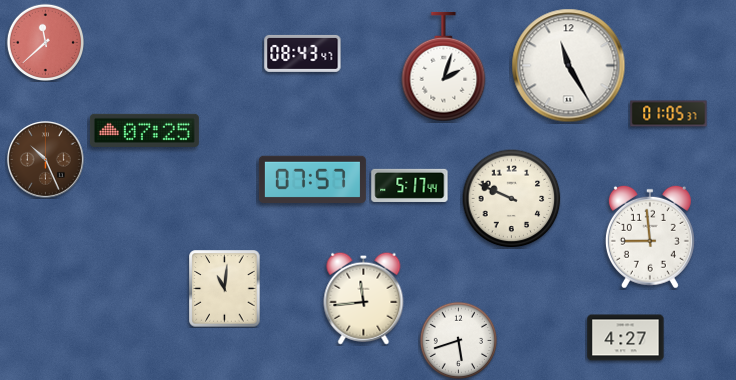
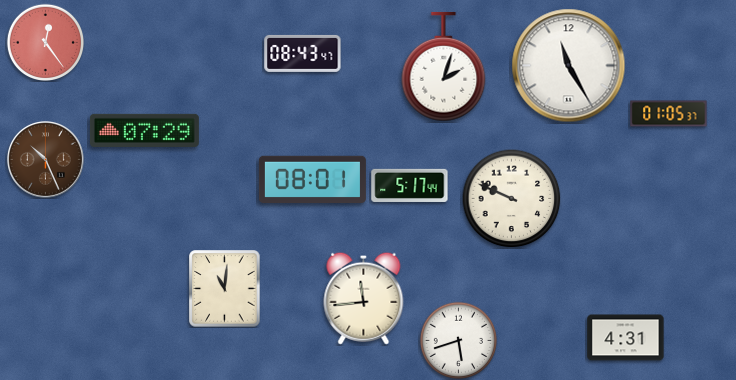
clock at (45, 42): 11:38 -> 12:24
clock at (144, 130): 07:25 -> 07:29
clock at (312, 180): 07:57 -> 08:01
clock at (650, 237): 8:59 -> none
clock at (626, 338): 4:27 -> 4:31
